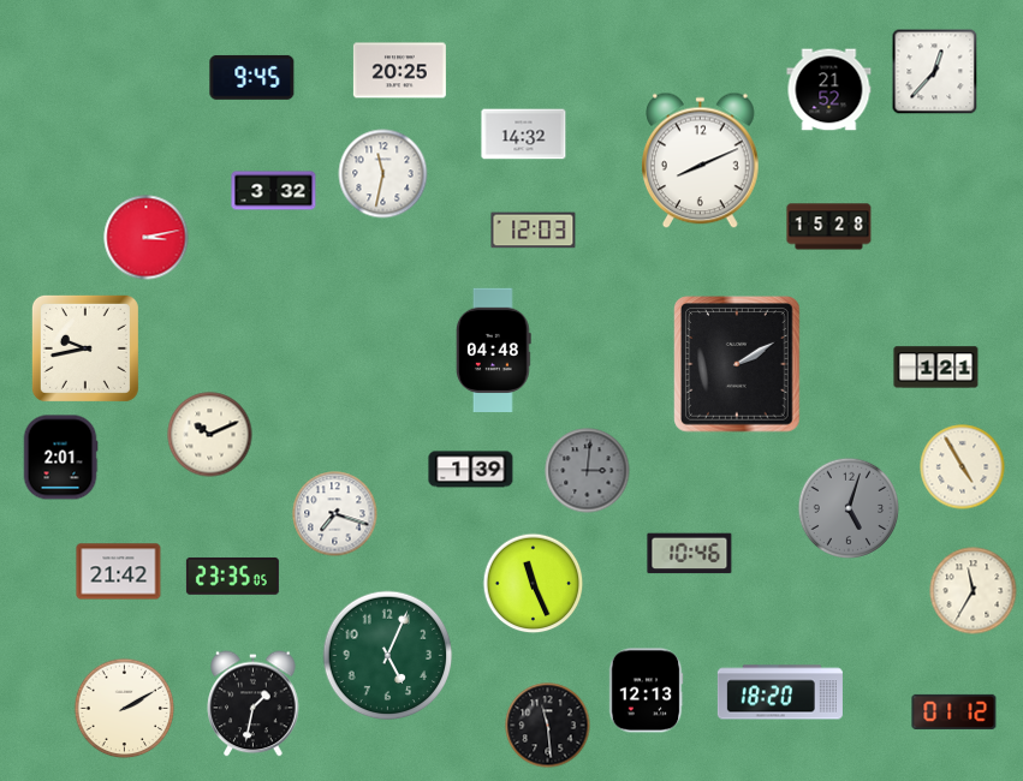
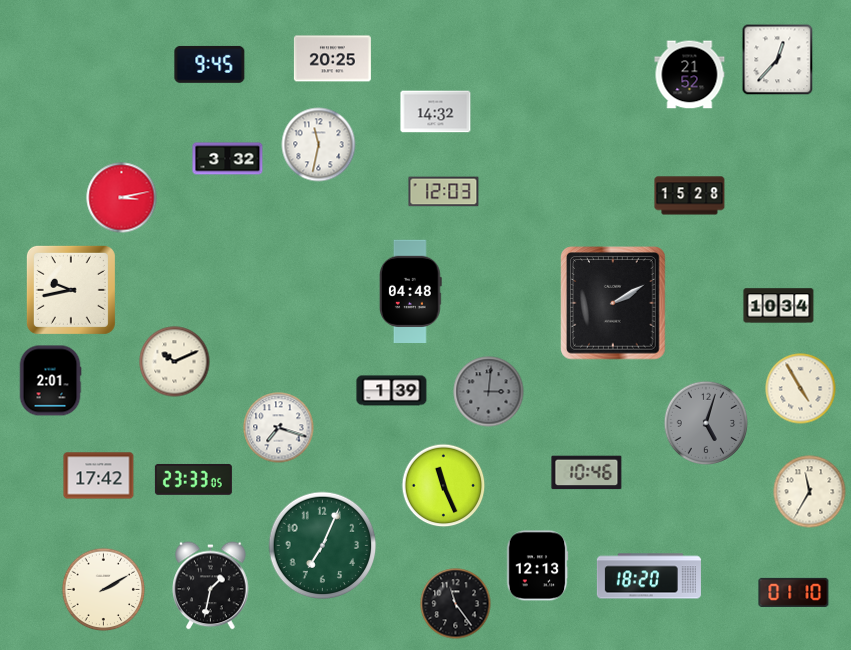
clock at (701, 161): 8:11 -> none
clock at (829, 227) position: (829, 227) -> (690, 196)
clock at (936, 368): 1:21 -> 10:34
clock at (690, 554) position: (690, 554) -> (587, 473)
clock at (119, 572): 21:42 -> 17:42
clock at (232, 576): 23:35 -> 23:33
clock at (388, 656): 5:04 -> 7:04
clock at (646, 691) position: (646, 691) -> (537, 566)
clock at (954, 711): 01:12 -> 01:10
clock at (548, 726): 11:29 -> 11:24
